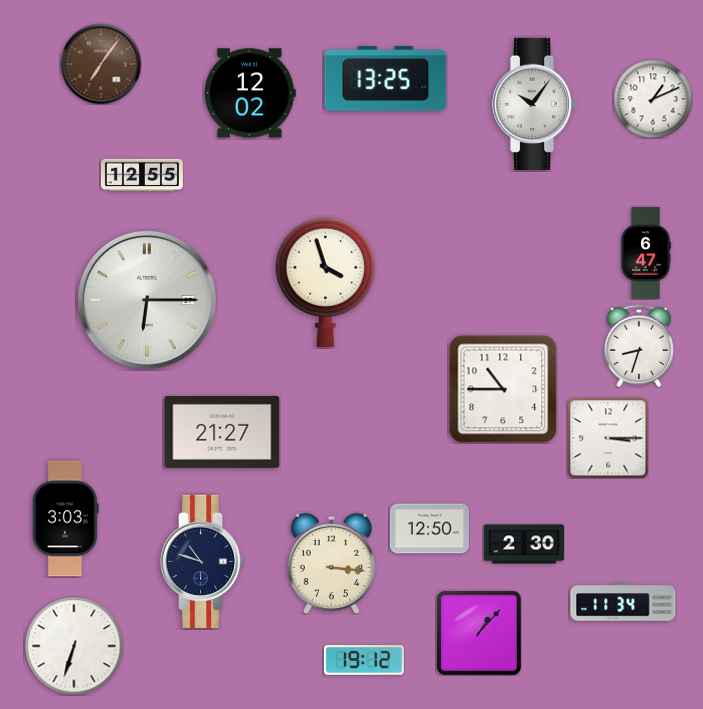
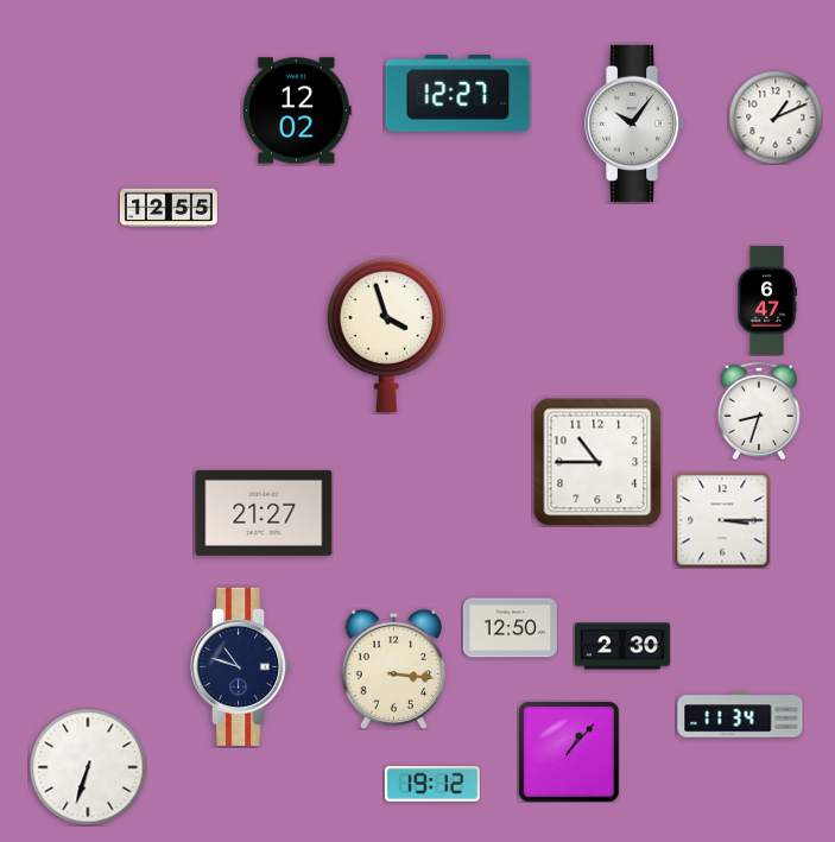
clock at (101, 64): 7:06 -> none
clock at (386, 79): 13:25 -> 12:27
clock at (147, 300): 6:15 -> none
clock at (65, 519): 3:03 -> none
